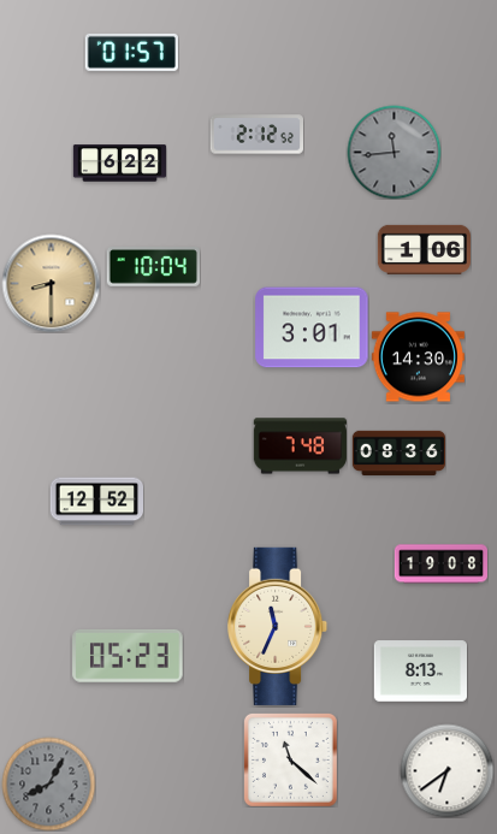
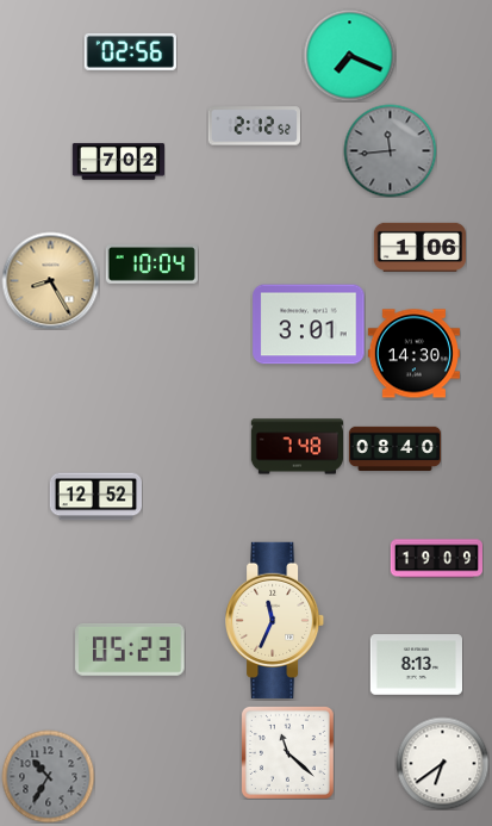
clock at (131, 52): 01:57 -> 02:56
clock at (349, 55): none -> 7:19
clock at (256, 135) position: (256, 135) -> (254, 126)
clock at (119, 164): 6:22 -> 7:02
clock at (51, 283): 8:30 -> 8:25
clock at (300, 446) position: (300, 446) -> (297, 447)
clock at (398, 454): 08:36 -> 08:40
clock at (440, 564): 19:08 -> 19:09
clock at (128, 656) position: (128, 656) -> (130, 650)
clock at (48, 783): 8:05 -> 10:35
